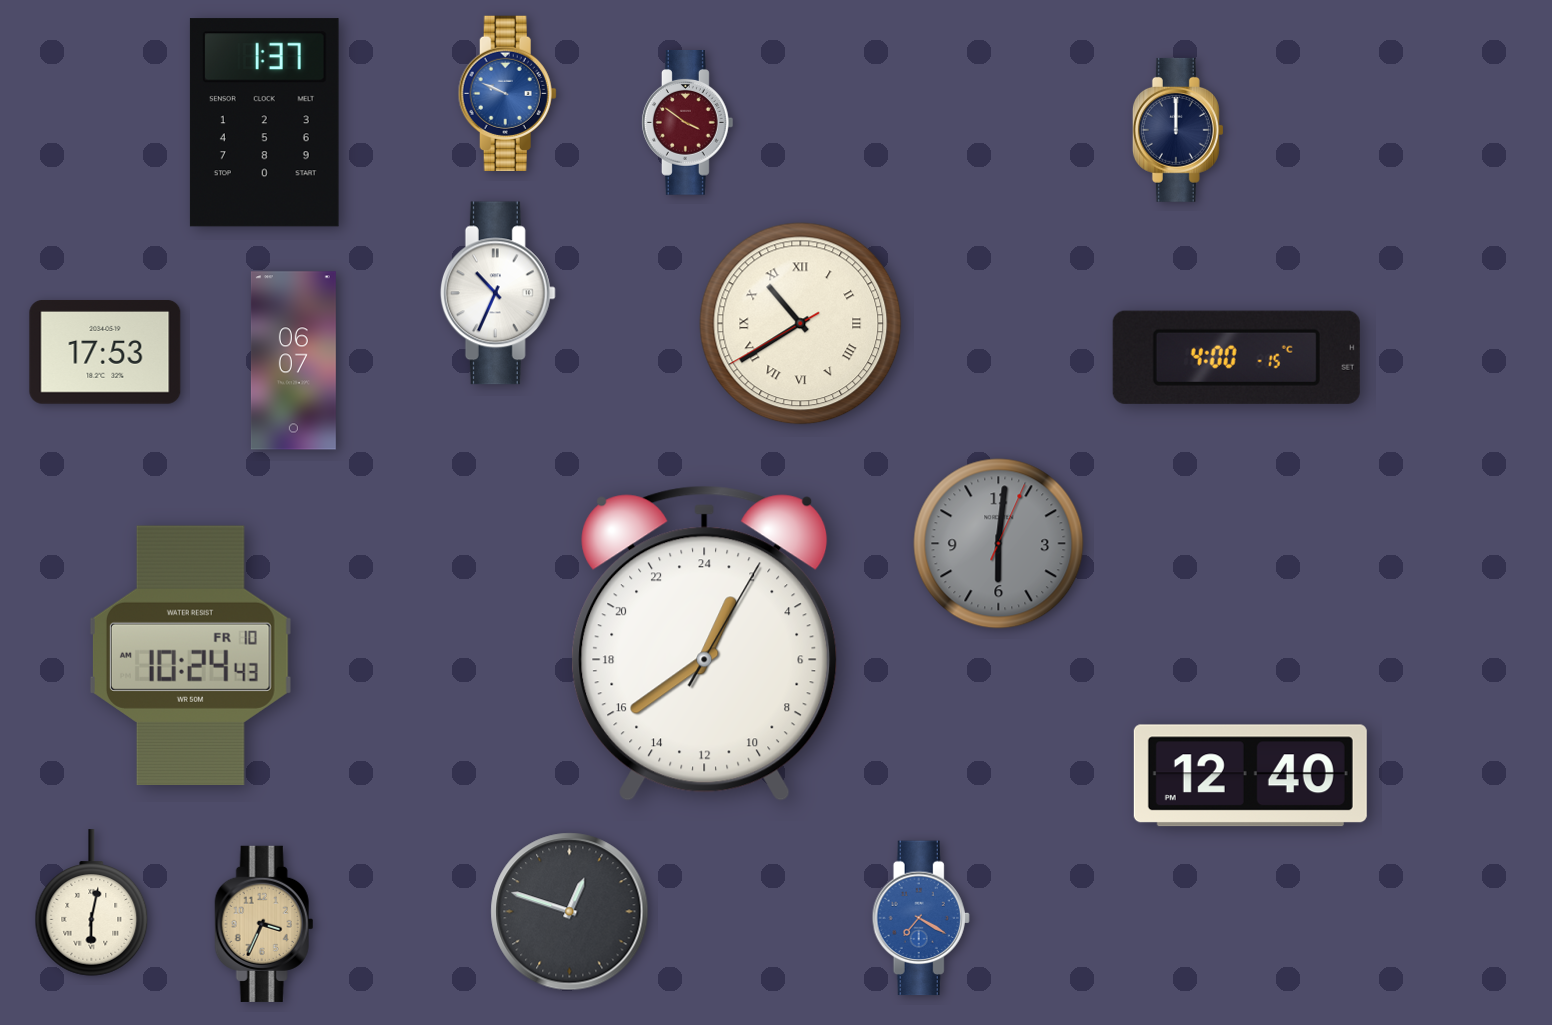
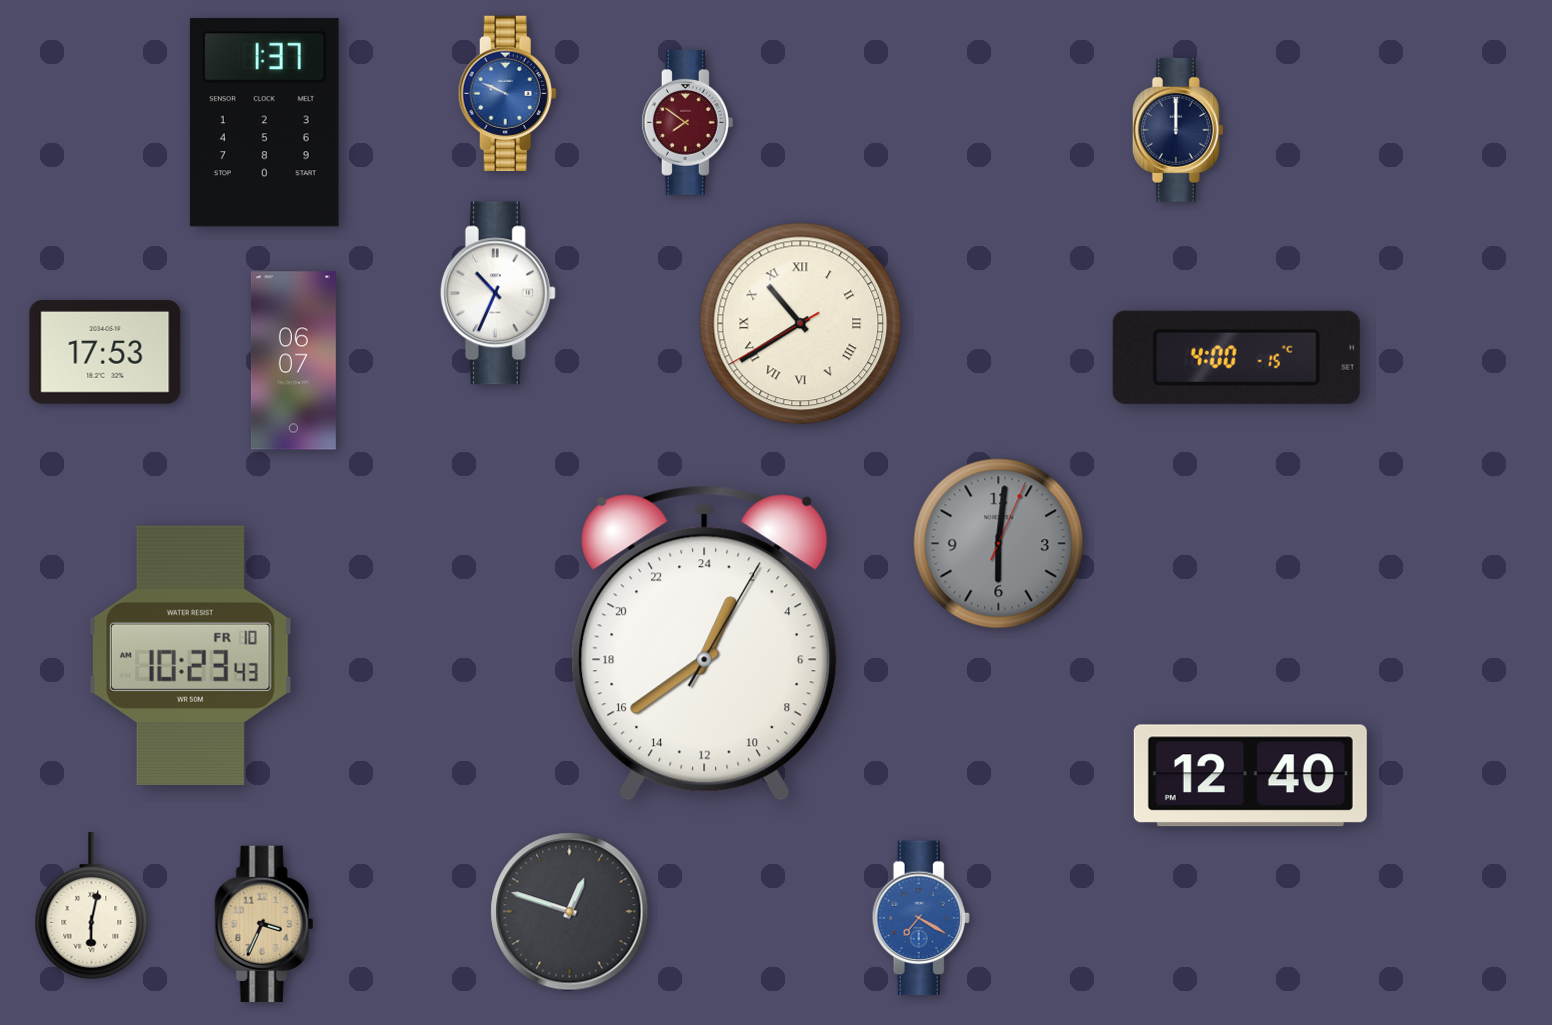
clock at (687, 123): 3:51 -> 7:51
clock at (190, 655): 10:24 -> 10:23
clock at (92, 903) position: (92, 903) -> (92, 906)
